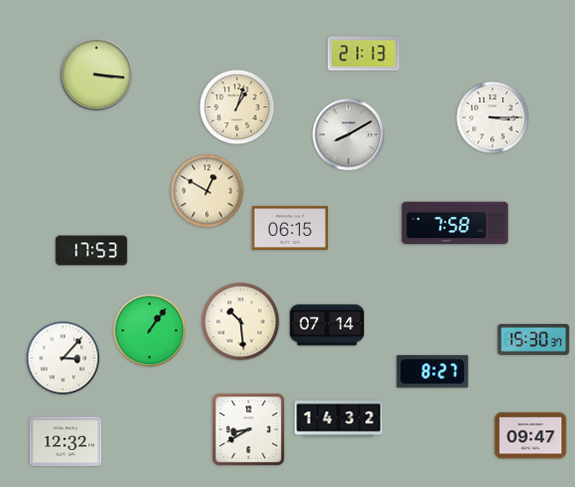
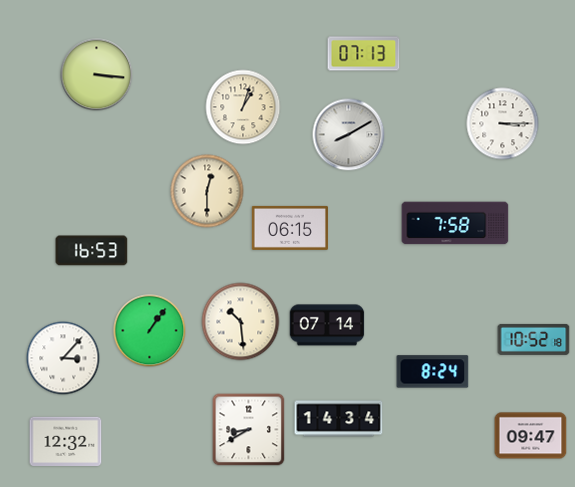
clock at (364, 54): 21:13 -> 07:13
clock at (237, 107) position: (237, 107) -> (243, 107)
clock at (493, 118) position: (493, 118) -> (503, 124)
clock at (207, 191): 12:50 -> 12:30
clock at (92, 251): 17:53 -> 16:53
clock at (534, 339): 15:30 -> 10:52
clock at (433, 372): 8:27 -> 8:24
clock at (339, 419): 14:32 -> 14:34
